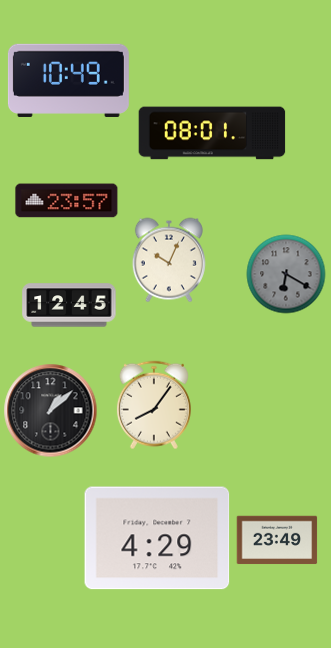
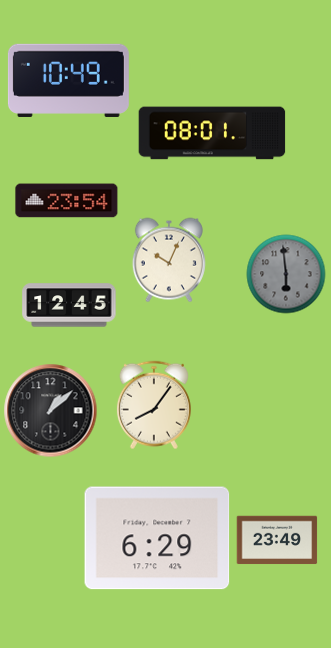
clock at (67, 201): 23:57 -> 23:54
clock at (286, 274): 6:20 -> 5:59
clock at (157, 538): 4:29 -> 6:29
